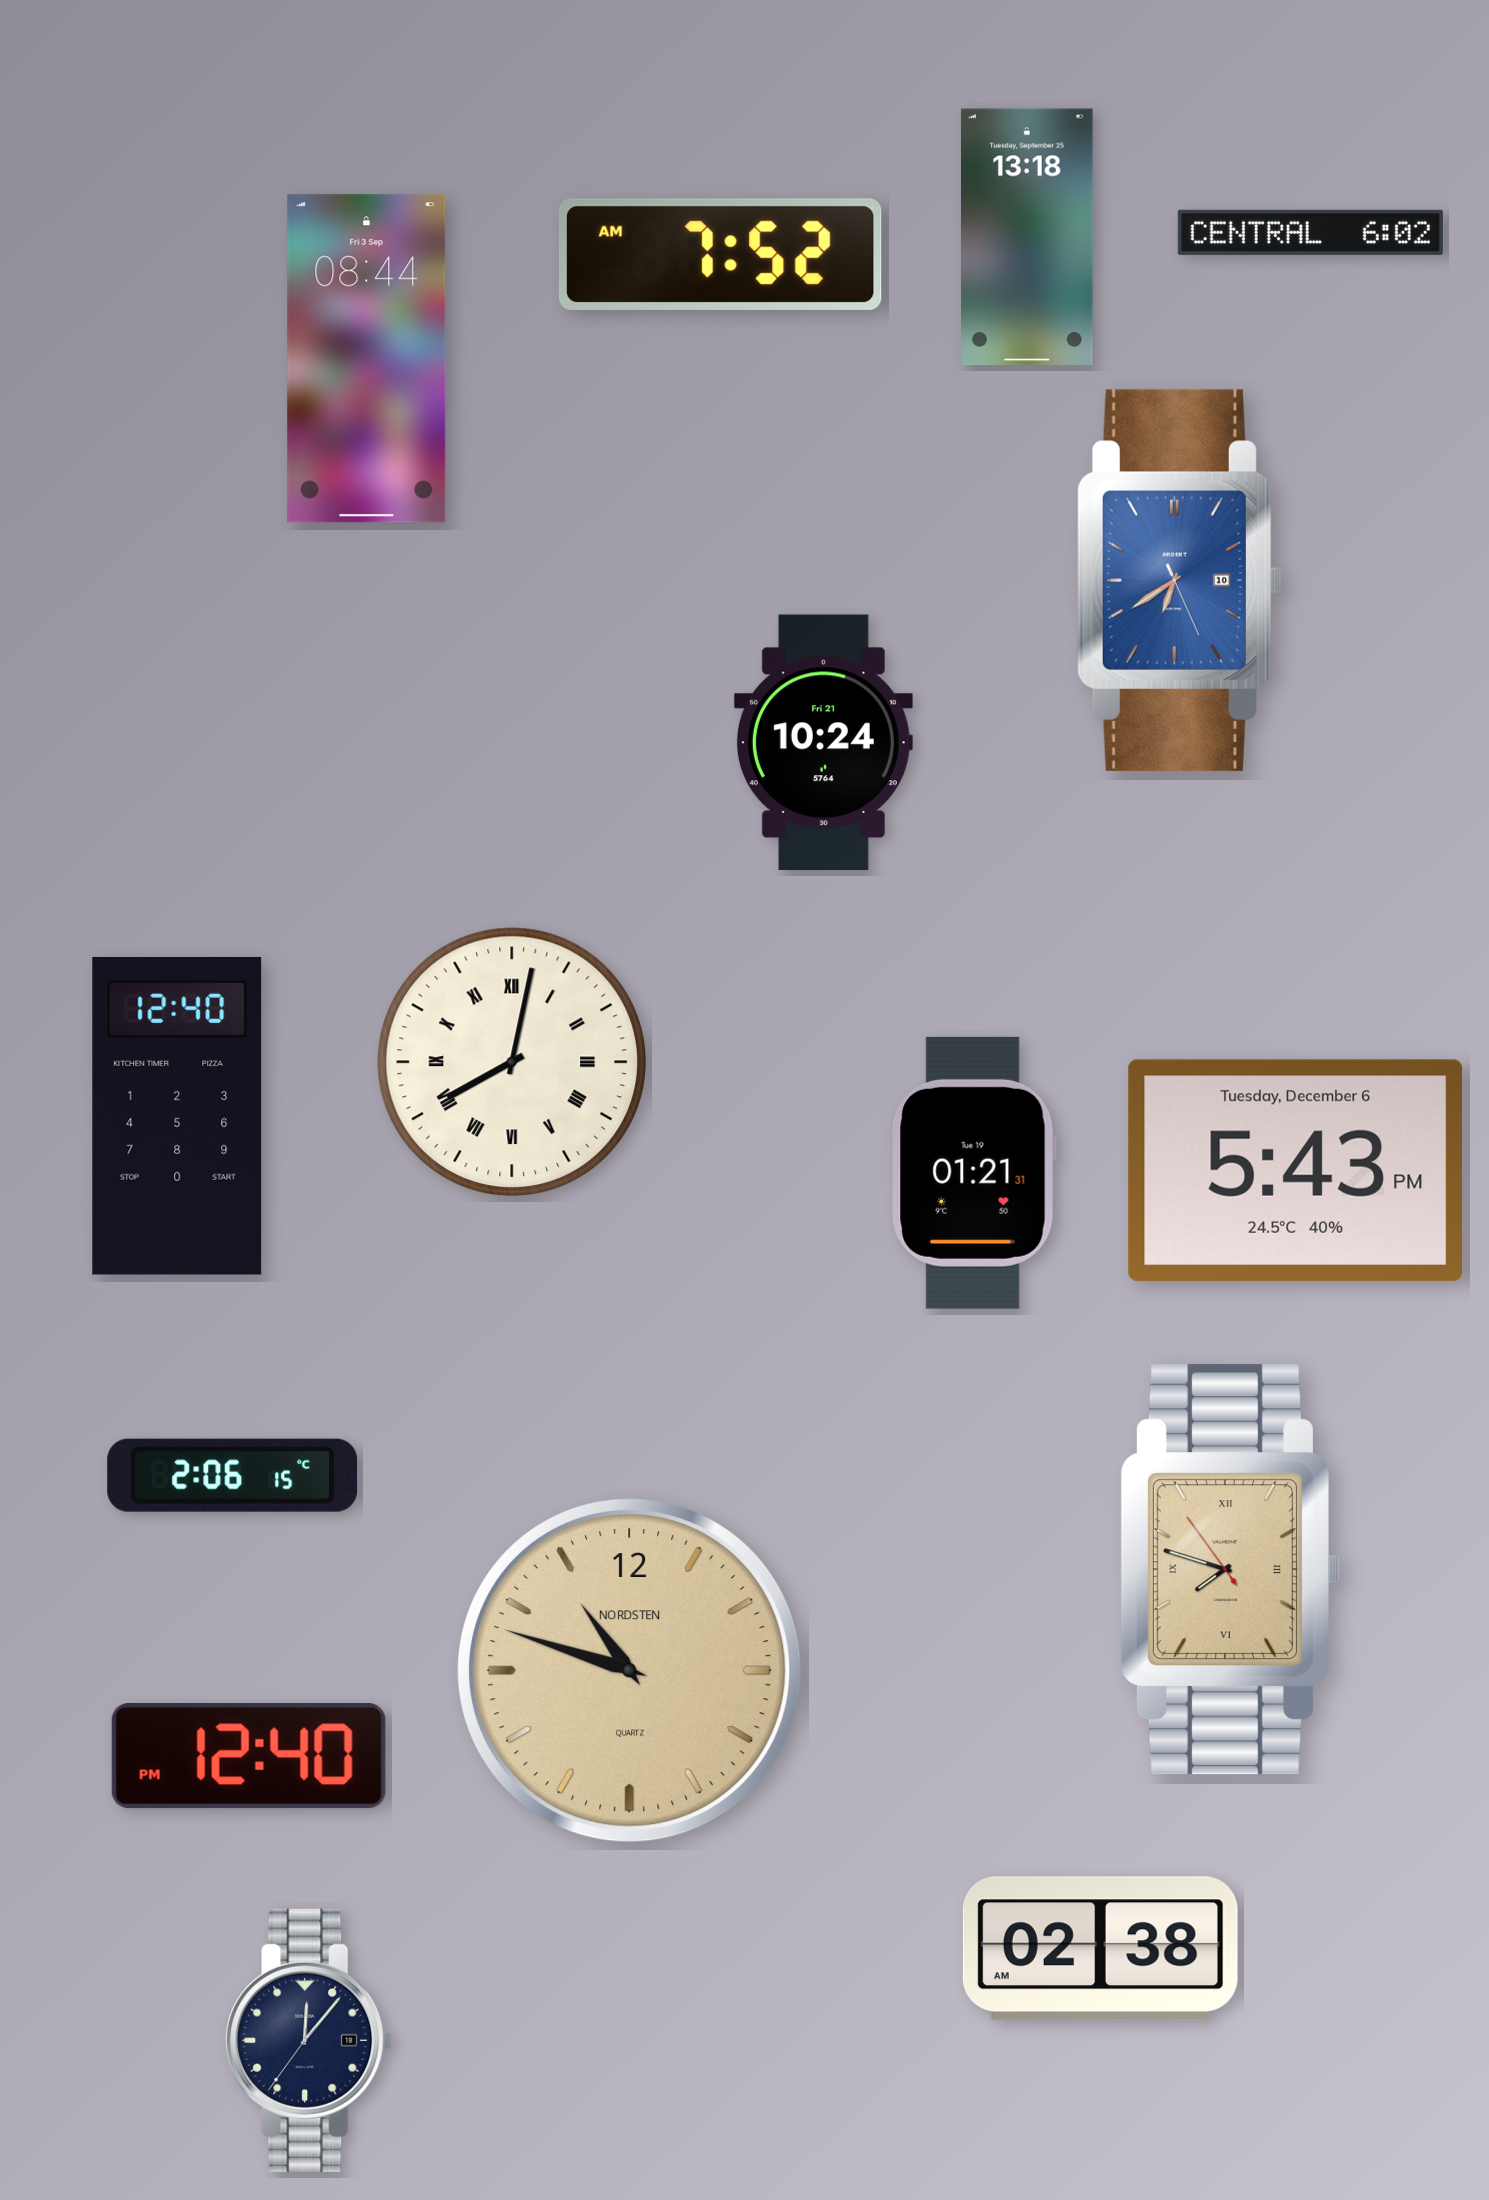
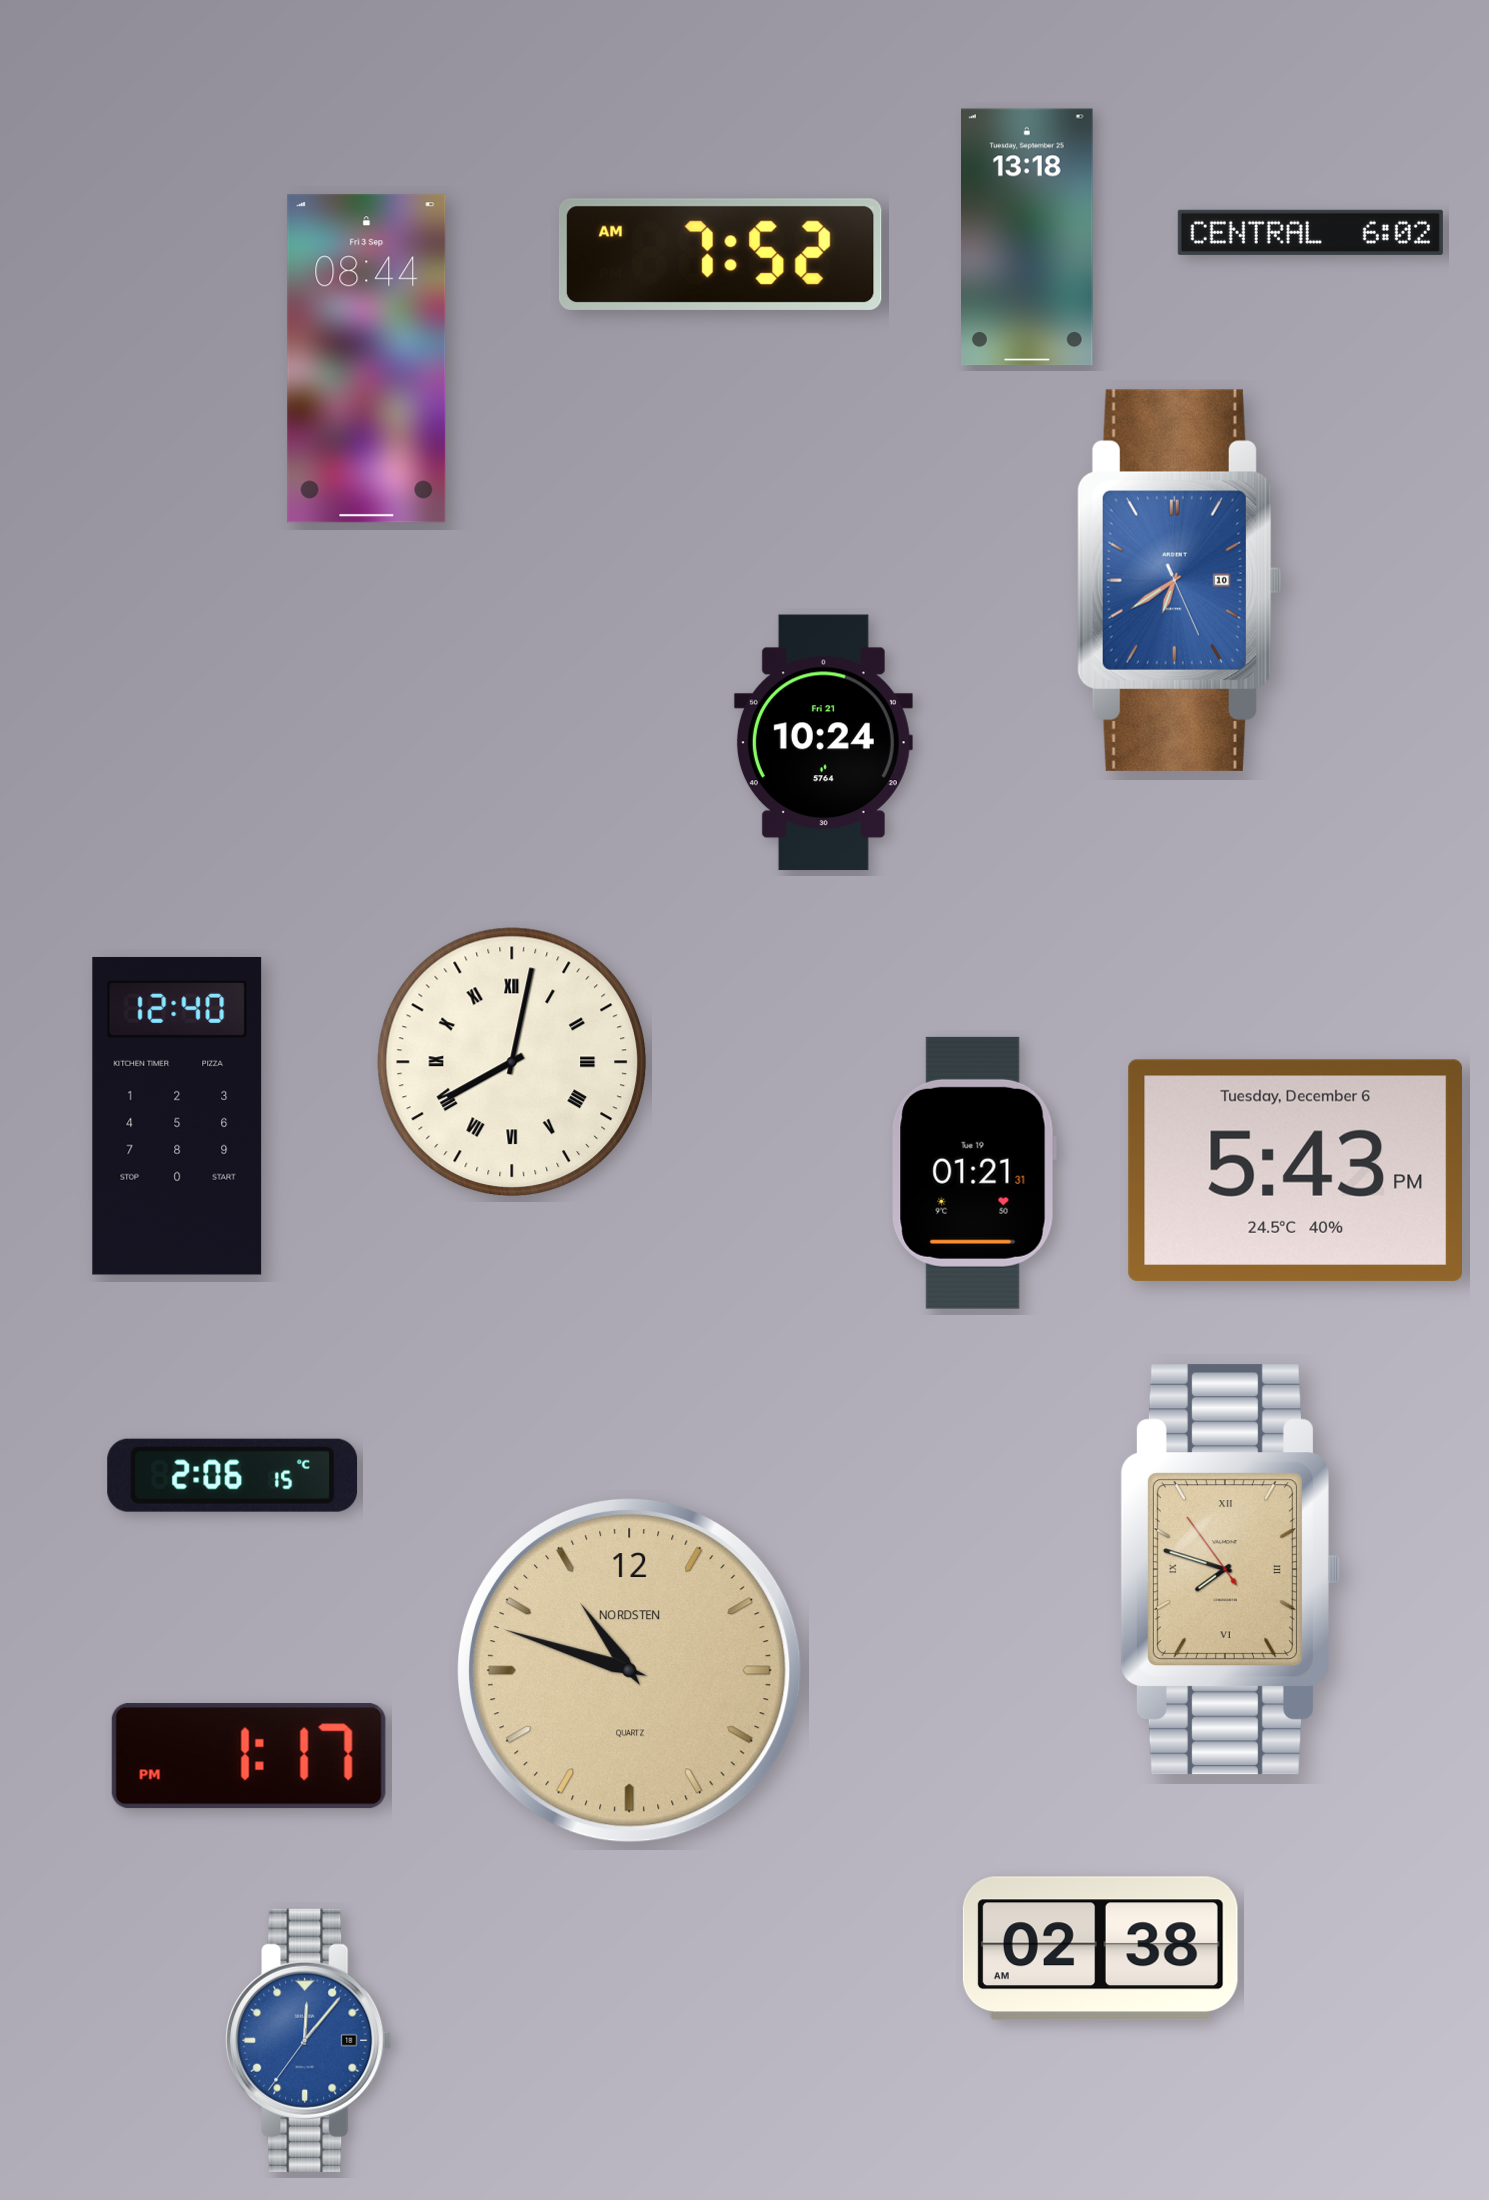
clock at (249, 1756): 12:40 -> 1:17
clock at (309, 2040) dial: navy -> blue
